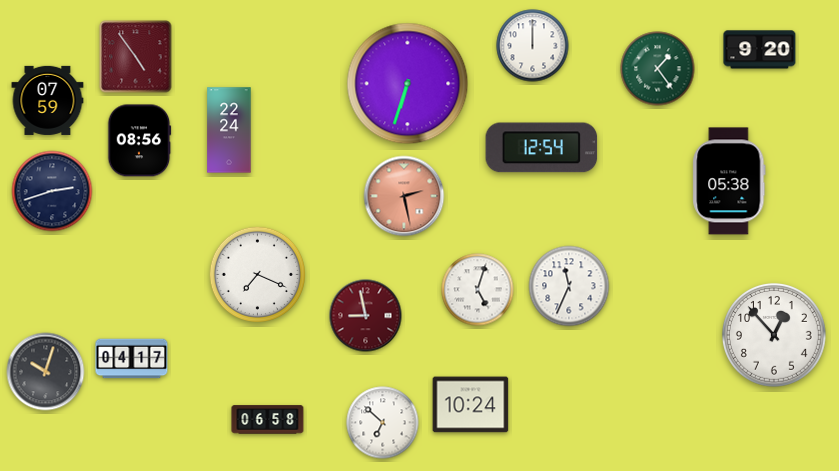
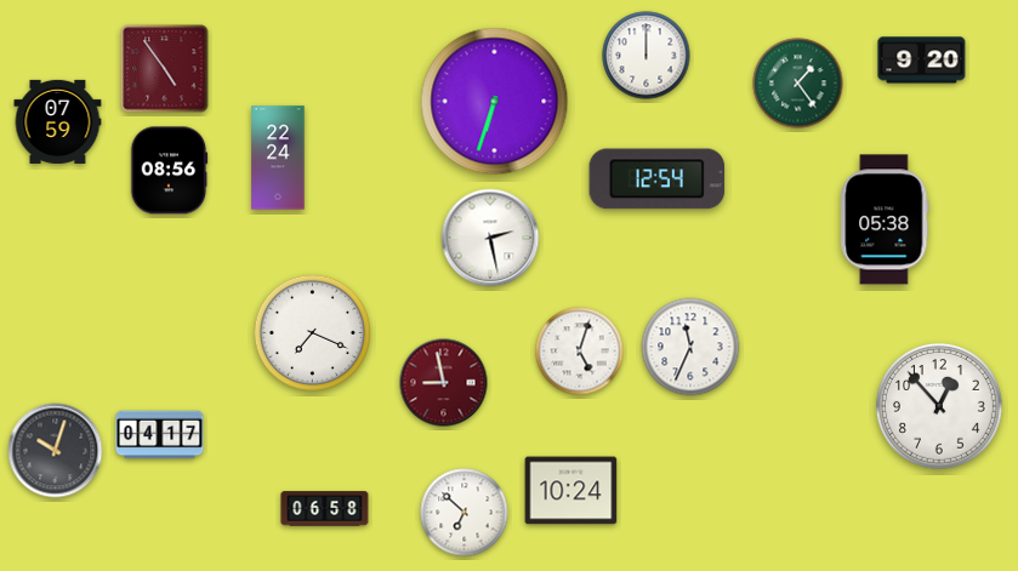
clock at (52, 191): 2:42 -> none
clock at (404, 196) dial: salmon -> white
